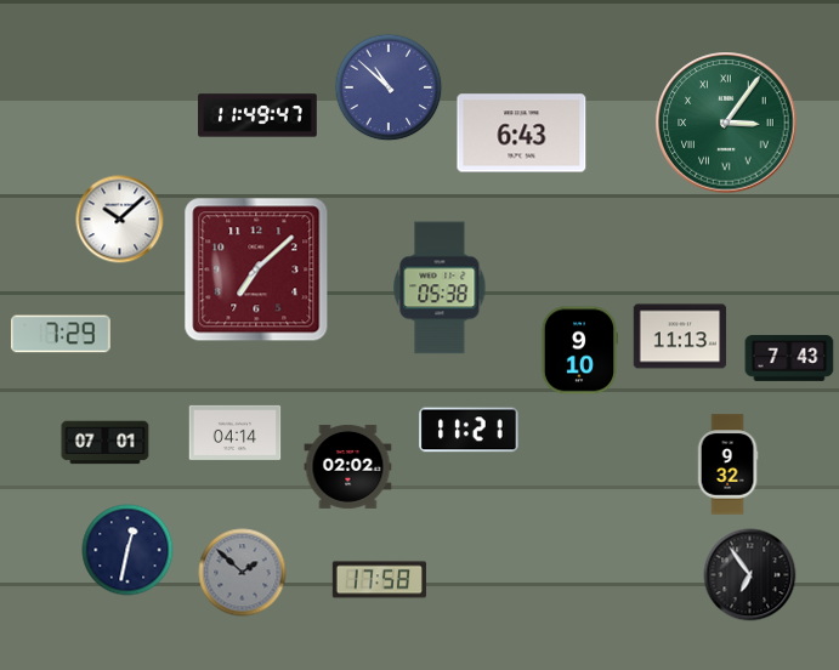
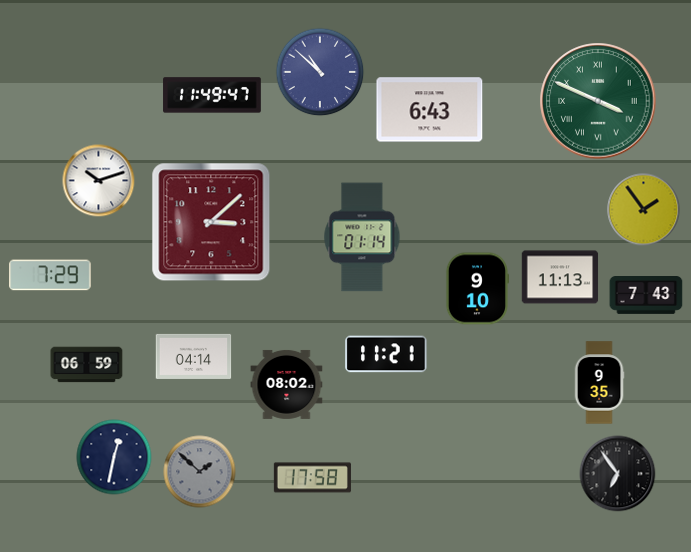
clock at (726, 123): 3:06 -> 3:49
clock at (120, 220): 10:08 -> 10:12
clock at (644, 210): none -> 1:54
clock at (256, 269): 7:08 -> 3:08
clock at (440, 288): 05:38 -> 01:14
clock at (789, 359) position: (789, 359) -> (646, 296)
clock at (106, 443): 07:01 -> 06:59
clock at (727, 465): 9:32 -> 9:35
clock at (348, 466): 02:02 -> 08:02
clock at (127, 550) position: (127, 550) -> (114, 457)
